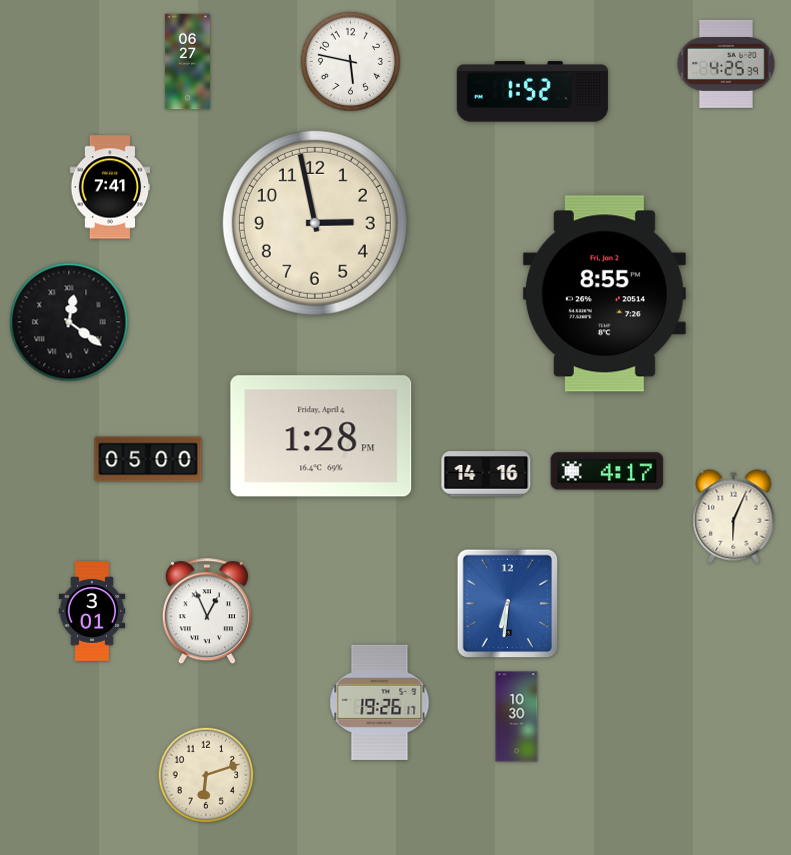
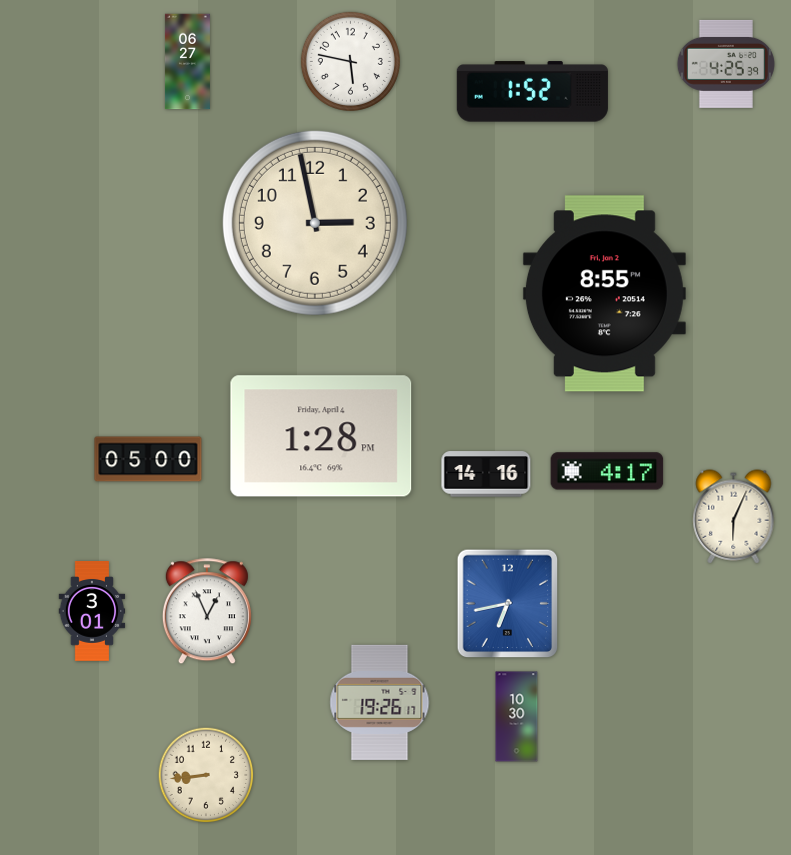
clock at (110, 187): 7:41 -> none
clock at (69, 322): 12:21 -> none
clock at (508, 604): 6:31 -> 6:43
clock at (206, 775): 6:12 -> 8:44
